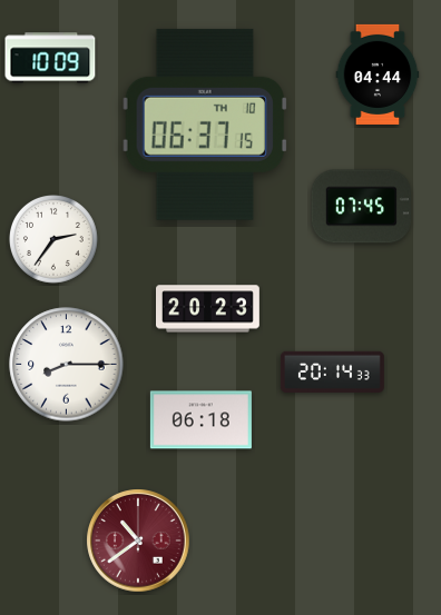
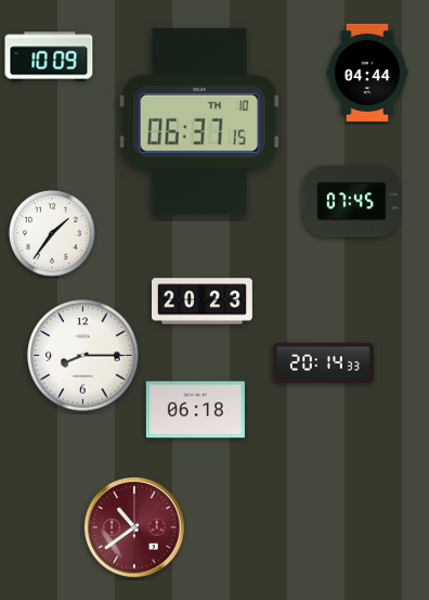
clock at (55, 240): 2:36 -> 1:36
clock at (67, 365) position: (67, 365) -> (83, 356)
